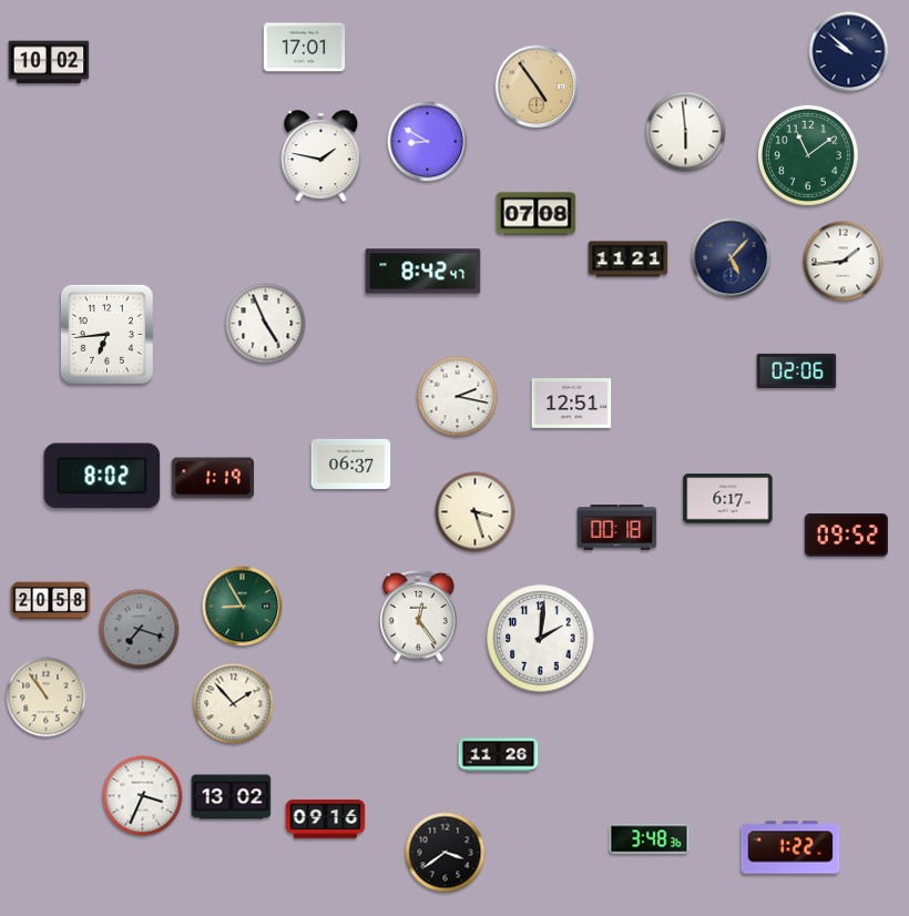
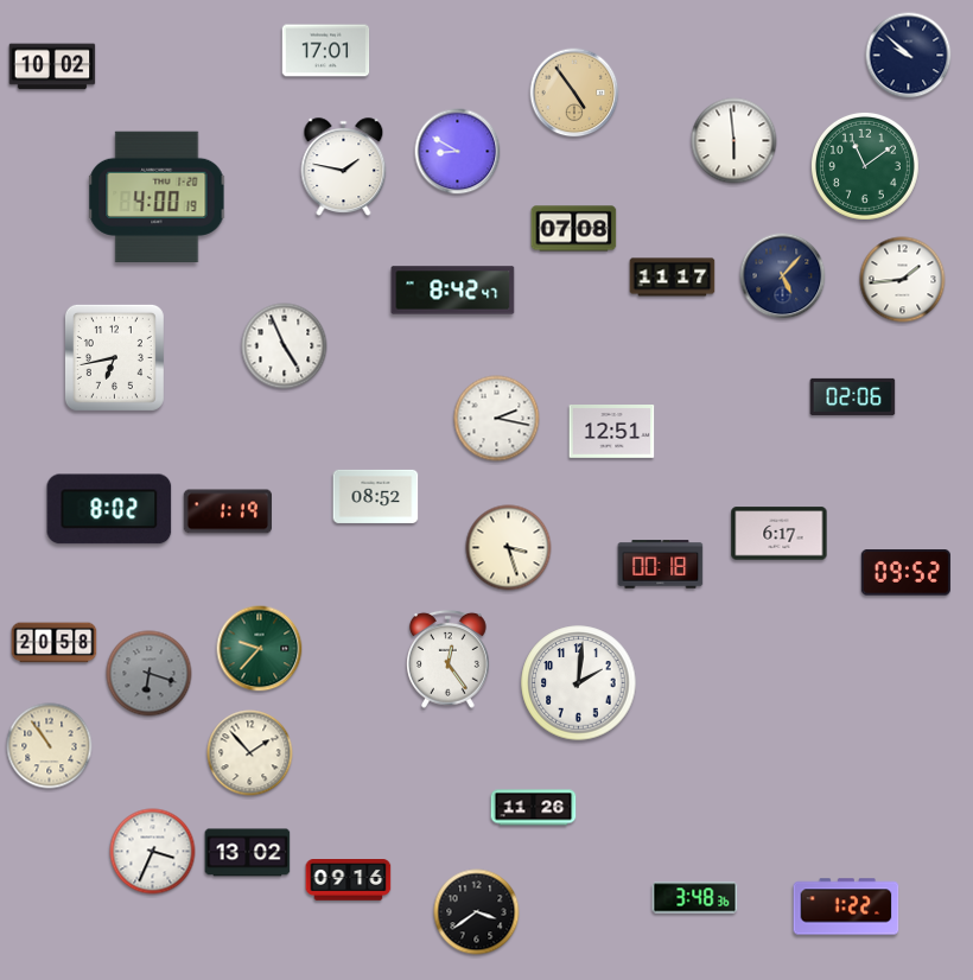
clock at (157, 197): none -> 4:00
clock at (629, 259): 11:21 -> 11:17
clock at (106, 334): 6:44 -> 6:43
clock at (458, 397) position: (458, 397) -> (497, 419)
clock at (351, 464): 06:37 -> 08:52
clock at (243, 607): 8:55 -> 9:37
clock at (140, 630): 7:18 -> 6:18
clock at (326, 820) position: (326, 820) -> (349, 880)
